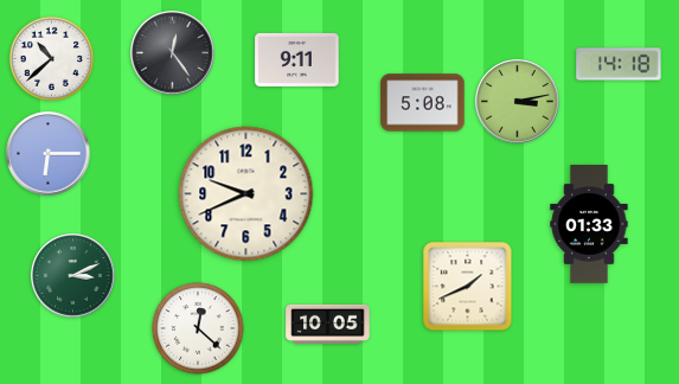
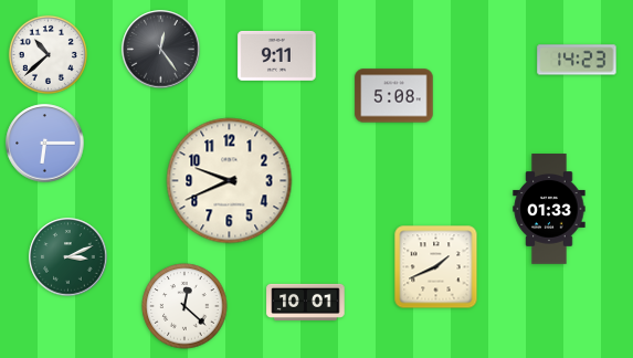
clock at (619, 64): 14:18 -> 14:23
clock at (518, 102): 3:13 -> none
clock at (328, 324): 10:05 -> 10:01
